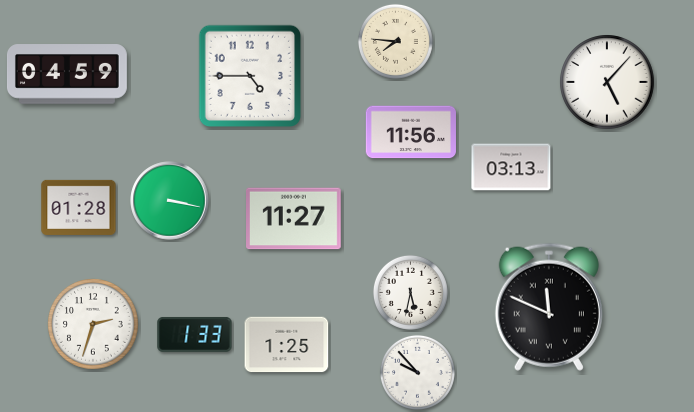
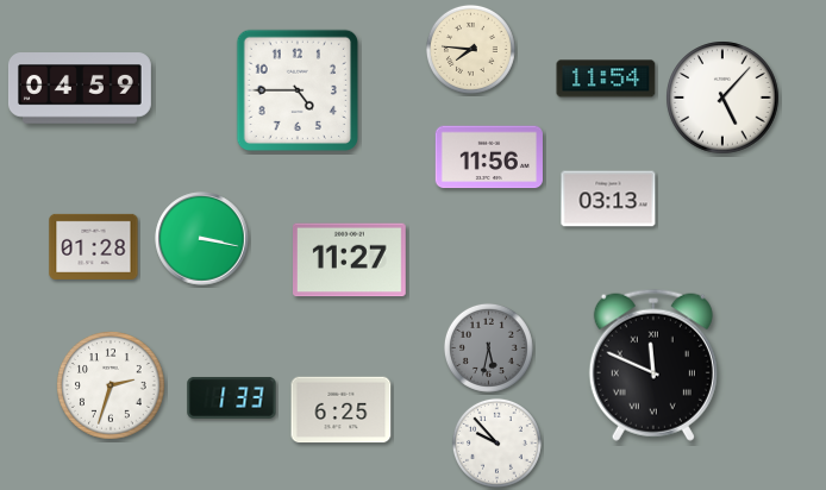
clock at (606, 78): none -> 11:54
clock at (410, 292) dial: white -> grey
clock at (287, 345): 1:25 -> 6:25
